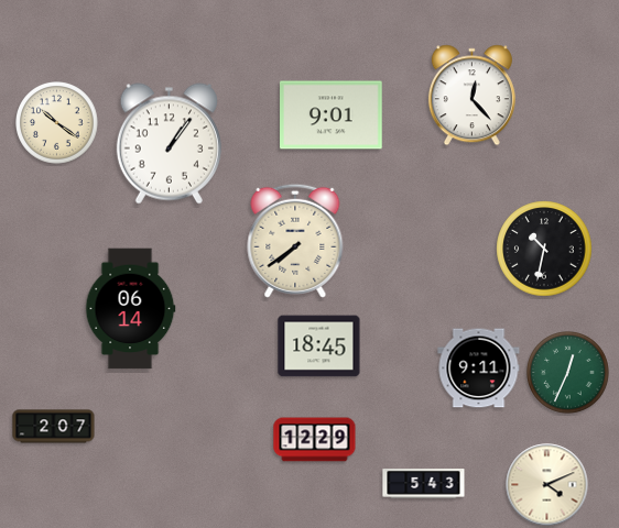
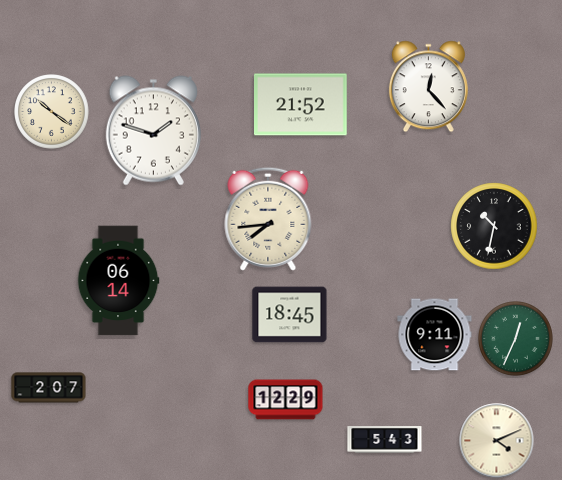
clock at (332, 116): 9:01 -> 21:52
clock at (169, 144): 1:06 -> 1:48
clock at (295, 241): 7:39 -> 7:44
